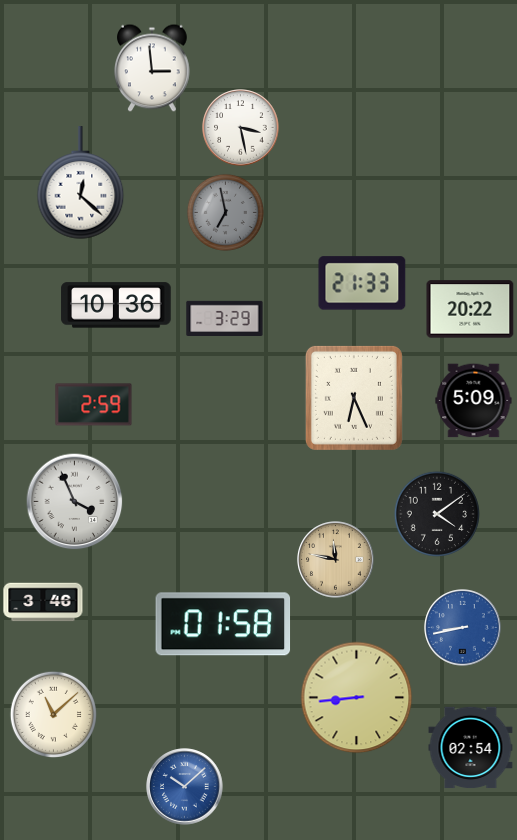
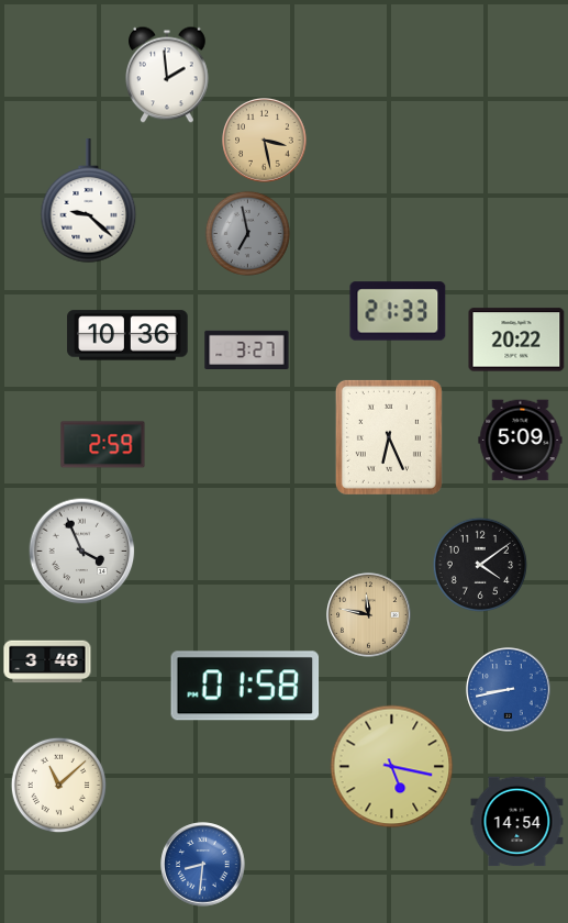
clock at (153, 68): 2:59 -> 1:59
clock at (241, 128) dial: white -> champagne
clock at (81, 183): 12:22 -> 9:22
clock at (225, 318): 3:29 -> 3:27
clock at (357, 698): 8:44 -> 5:17
clock at (471, 748): 02:54 -> 14:54
clock at (185, 787): 10:08 -> 8:31
